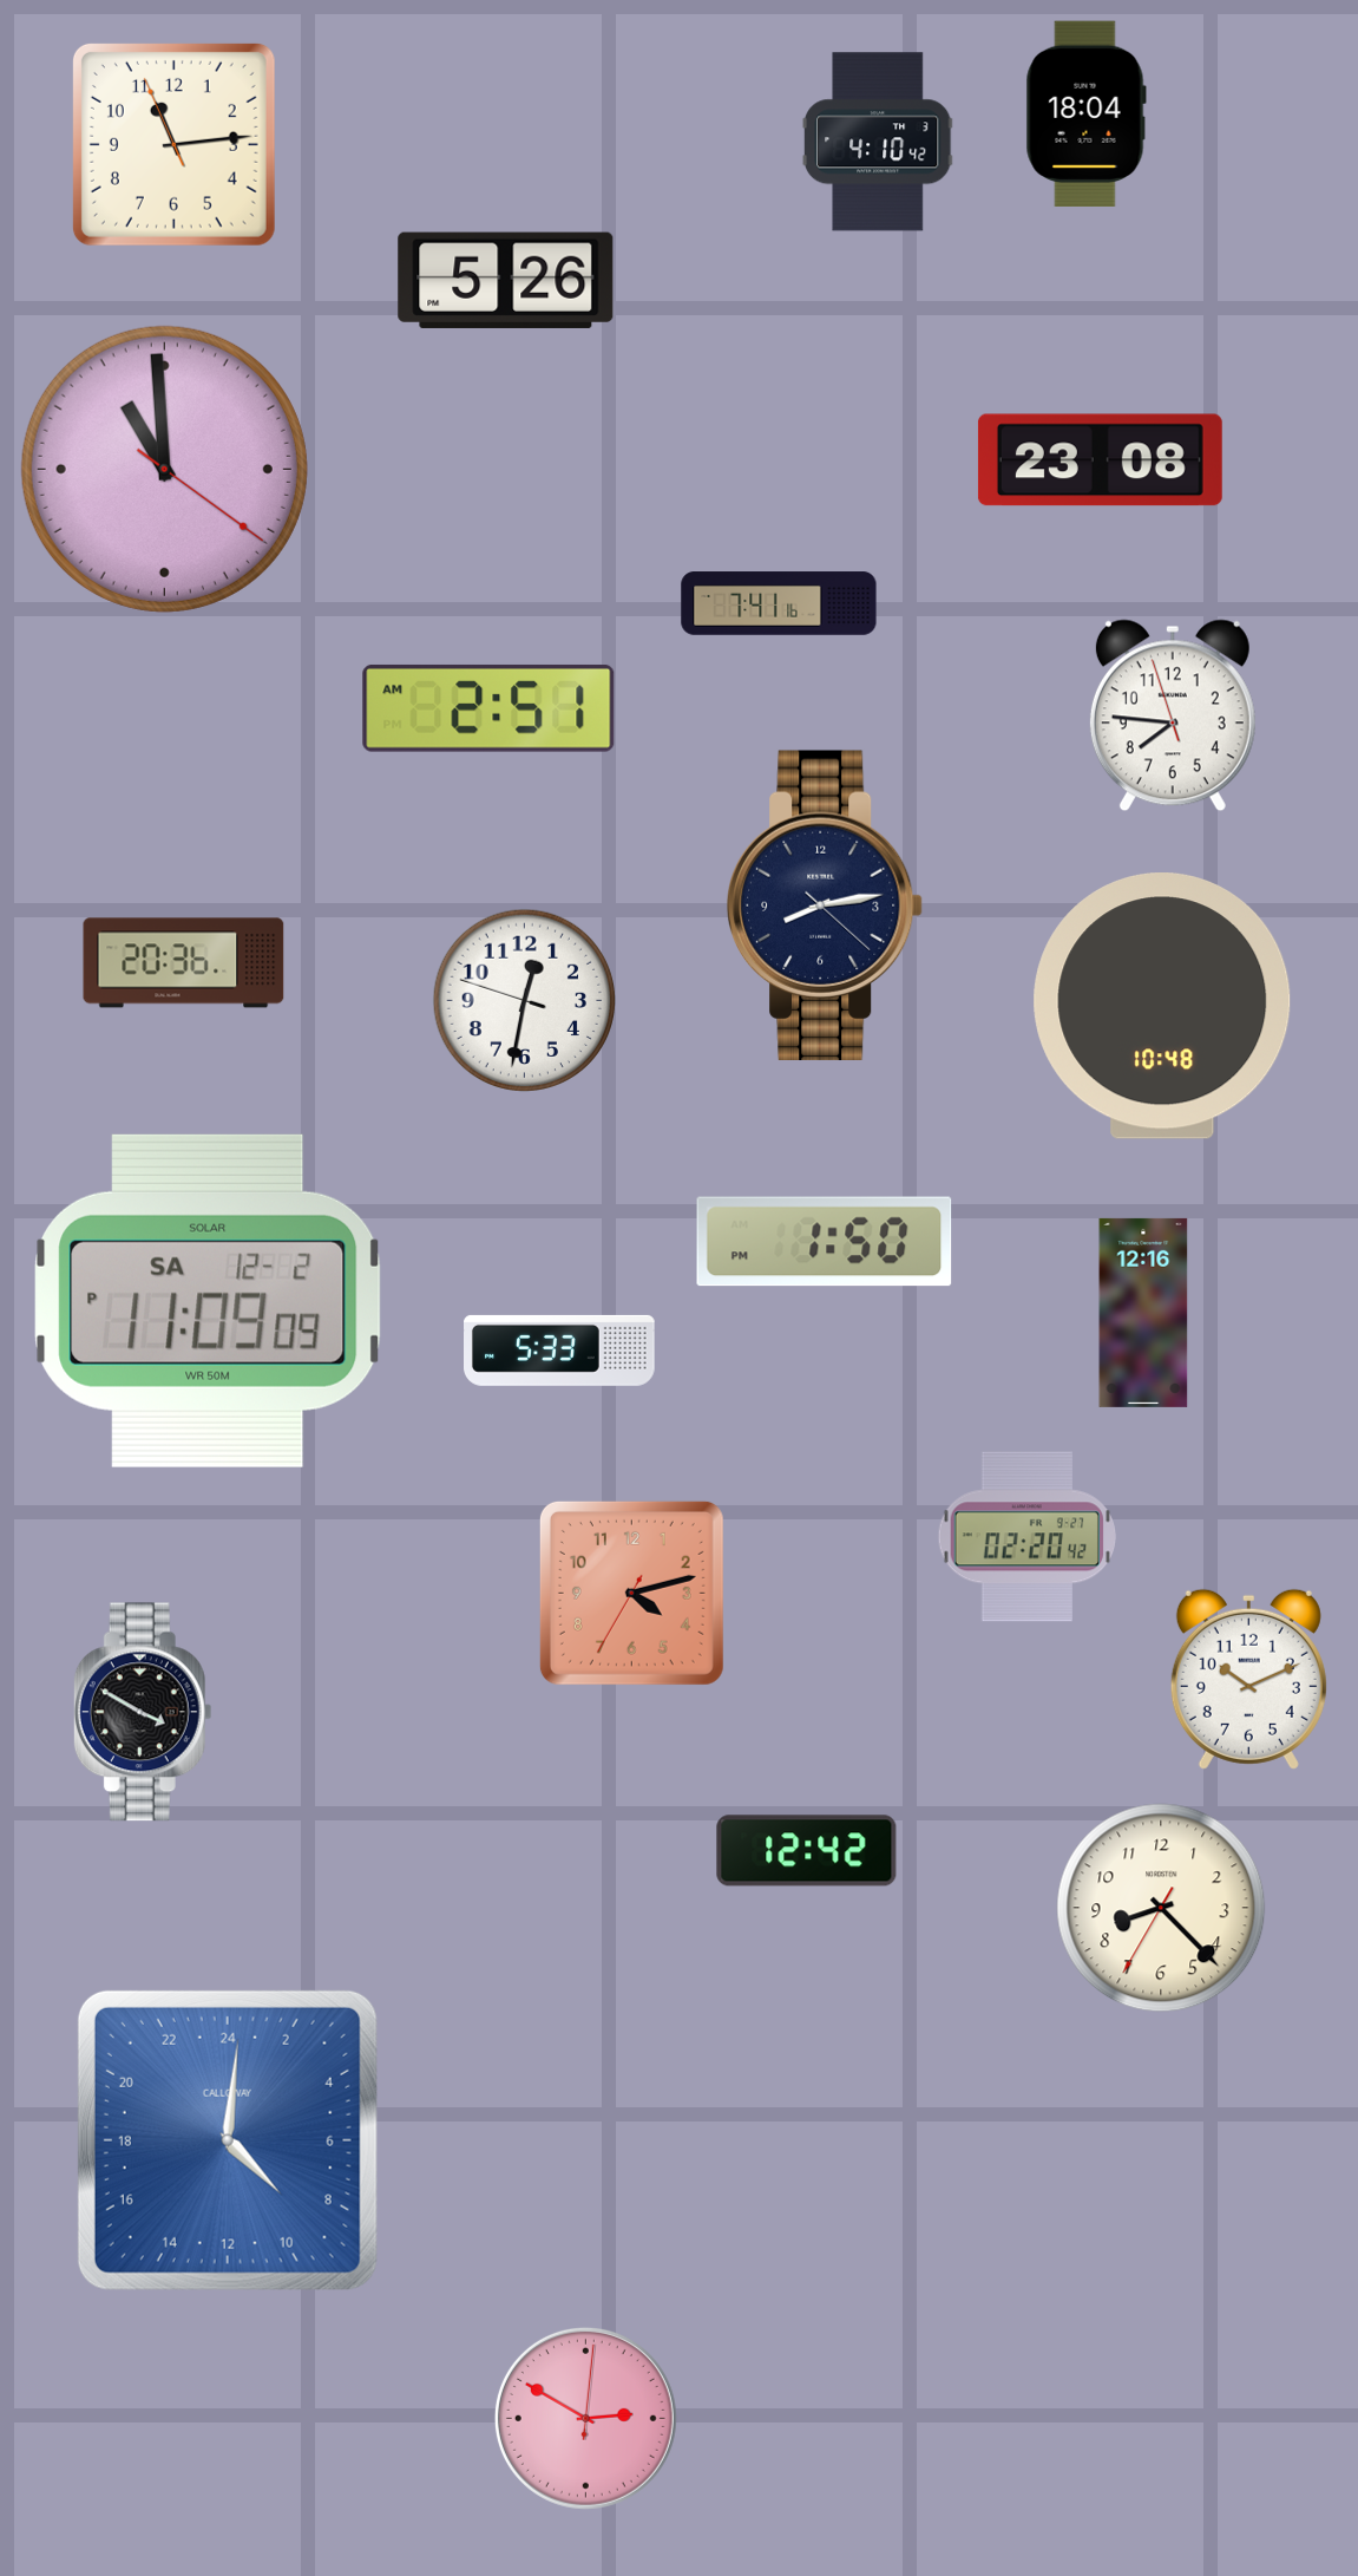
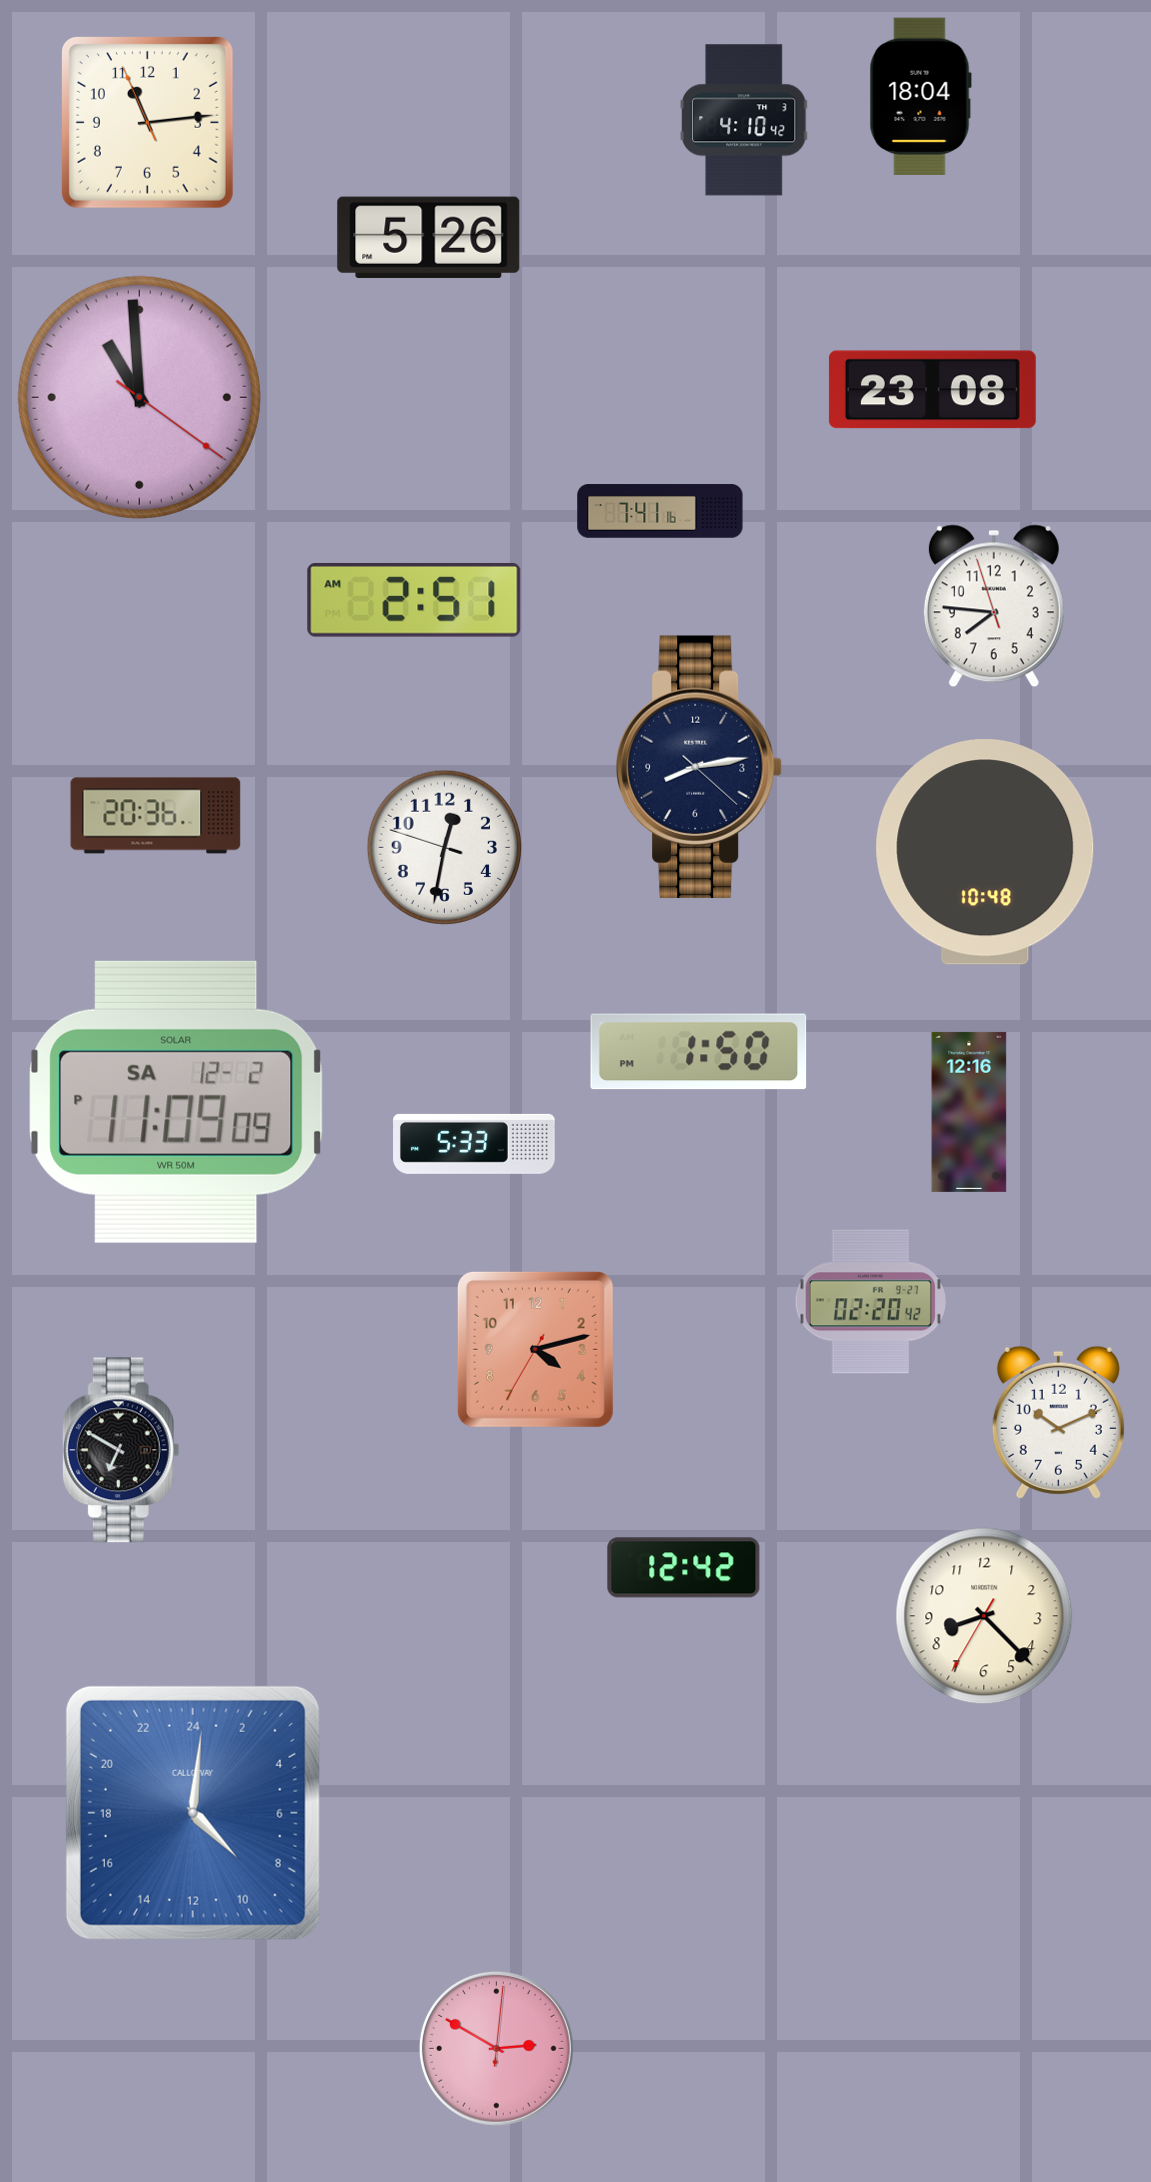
clock at (143, 1712): 3:50 -> 6:50
